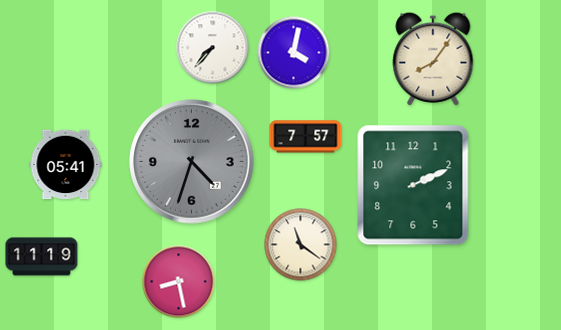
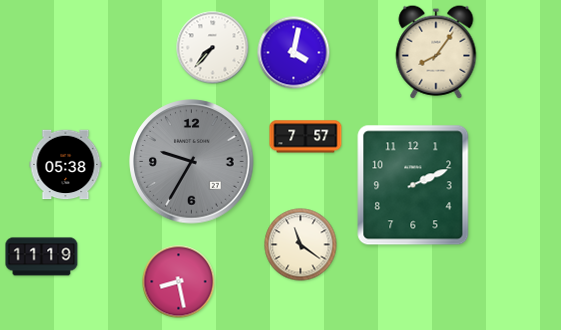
clock at (433, 59) position: (433, 59) -> (436, 52)
clock at (192, 162): 4:33 -> 9:35
clock at (66, 165): 05:41 -> 05:38
